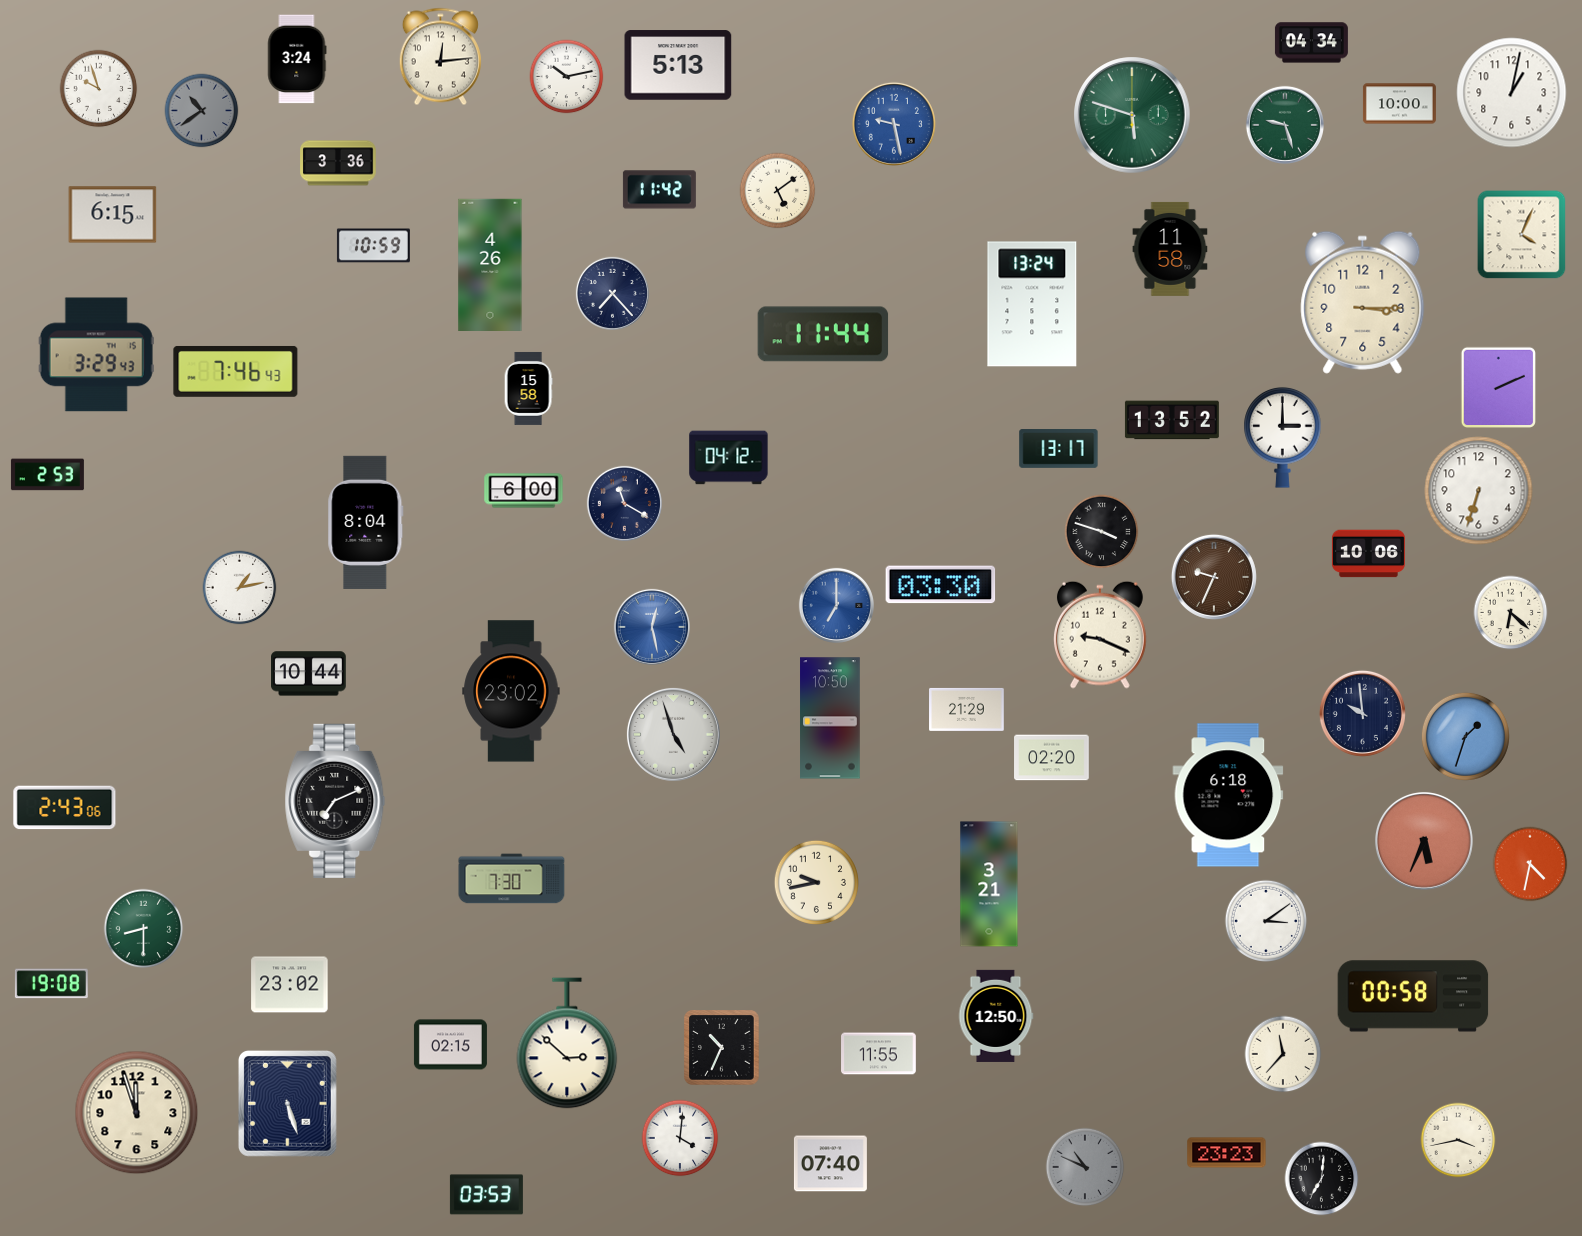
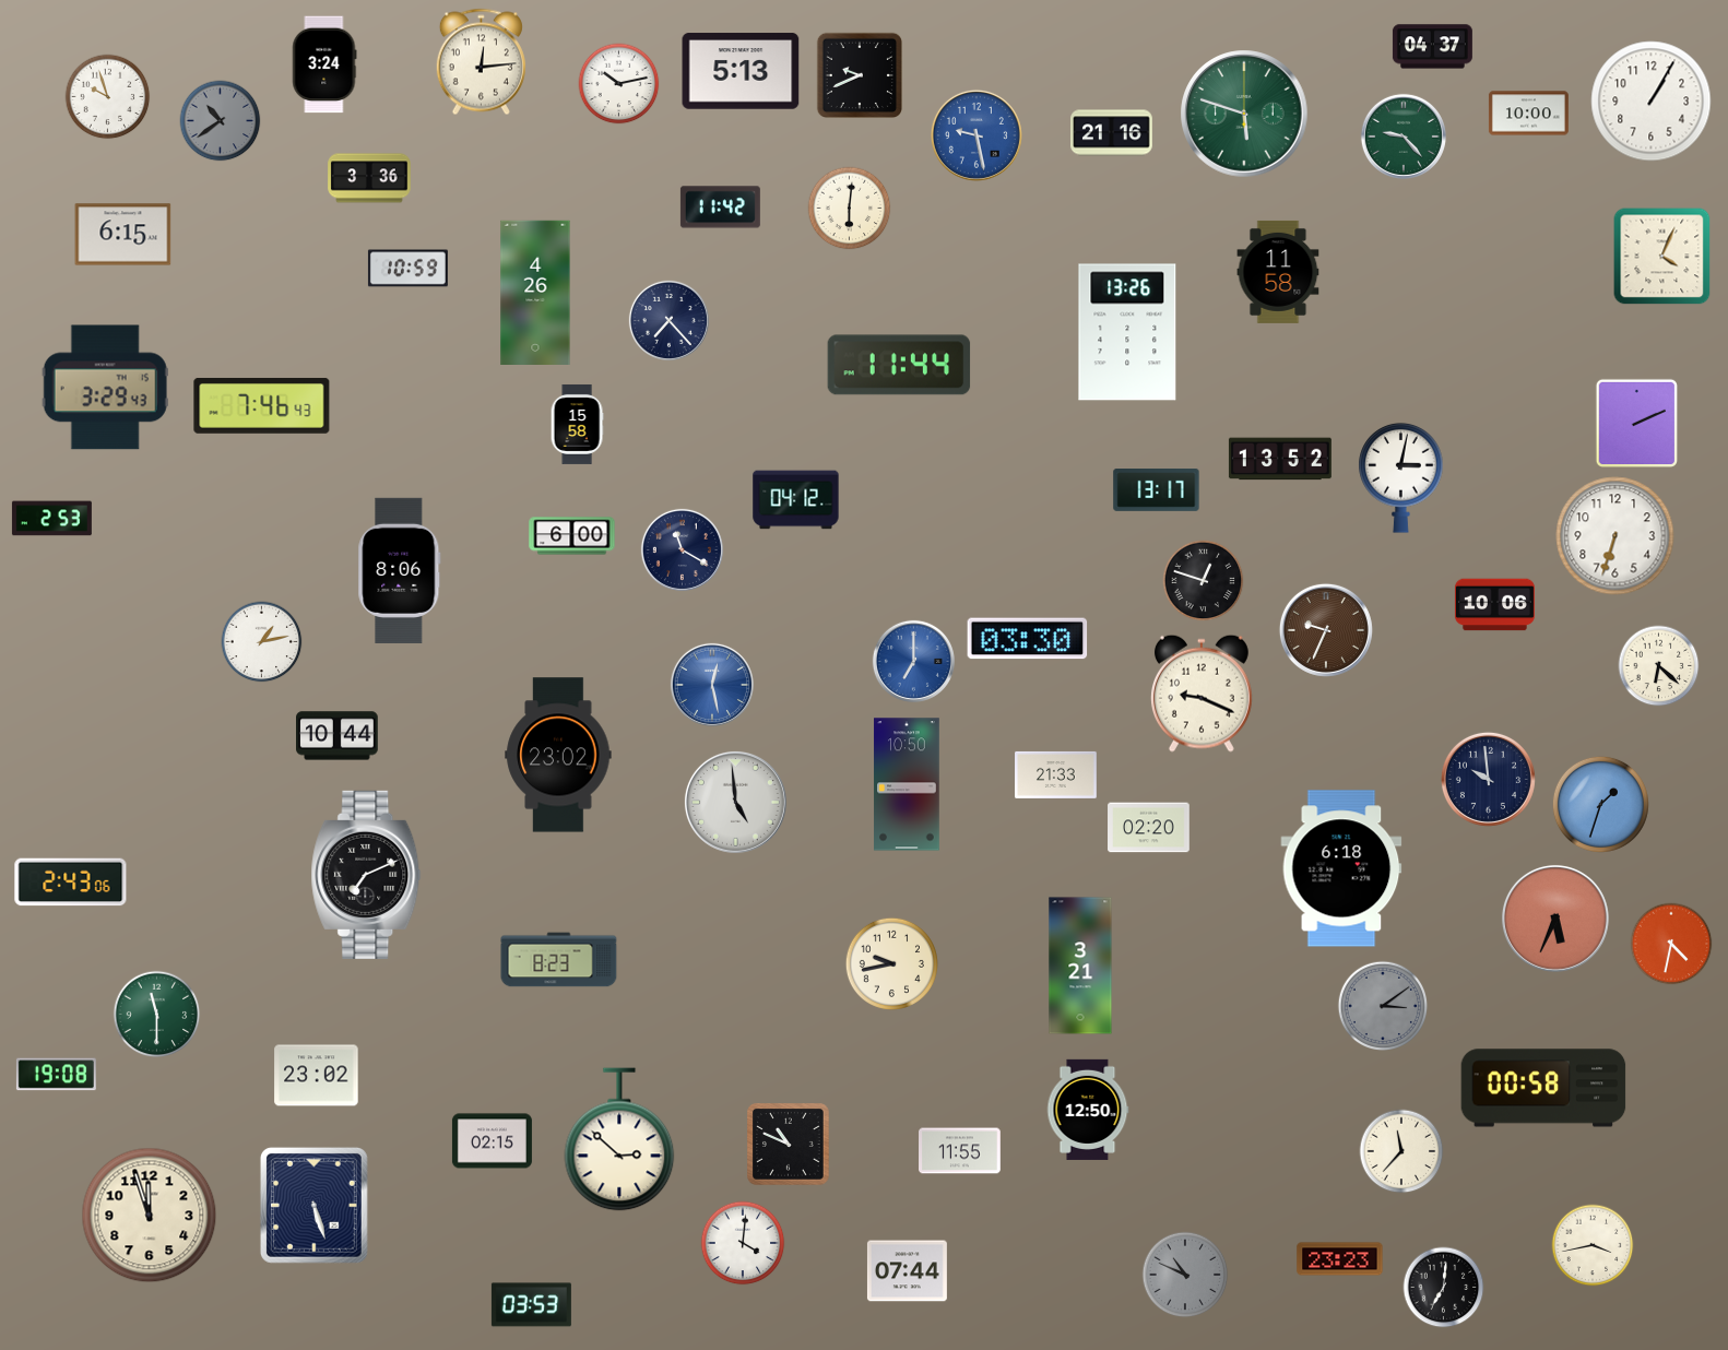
clock at (1311, 43): 04:34 -> 04:37
clock at (859, 74): none -> 9:41
clock at (1512, 93): 1:02 -> 1:05
clock at (1132, 115) position: (1132, 115) -> (1244, 114)
clock at (1112, 133): none -> 21:16
clock at (1285, 125): 9:27 -> 9:23
clock at (778, 191): 5:09 -> 6:01
clock at (490, 264) position: (490, 264) -> (535, 292)
clock at (1363, 302): 3:15 -> none
clock at (1032, 304): 13:24 -> 13:26
clock at (236, 372) position: (236, 372) -> (262, 406)
clock at (1283, 437): 3:00 -> 3:02
clock at (366, 522): 8:04 -> 8:06
clock at (1102, 532): 3:48 -> 12:48
clock at (1511, 613) position: (1511, 613) -> (1659, 666)
clock at (967, 709): 21:29 -> 21:33
clock at (673, 734): 4:57 -> 4:59
clock at (512, 879): 7:30 -> 8:23
clock at (1266, 921) dial: white -> grey
clock at (144, 929): 8:30 -> 11:30
clock at (722, 1048): 10:34 -> 10:49
clock at (830, 1164): 07:40 -> 07:44
